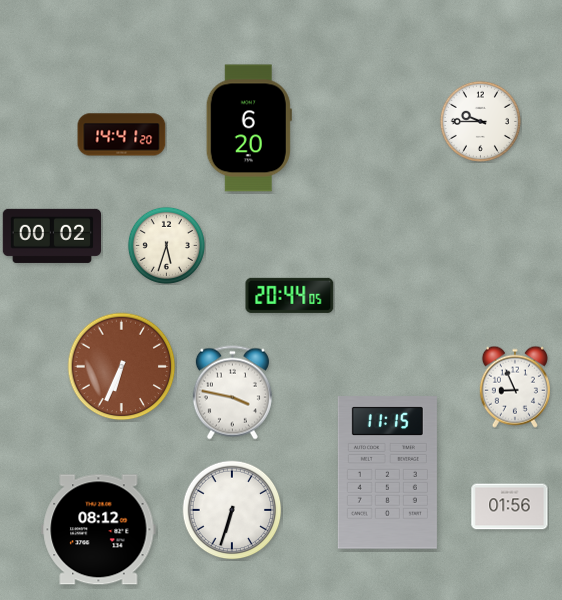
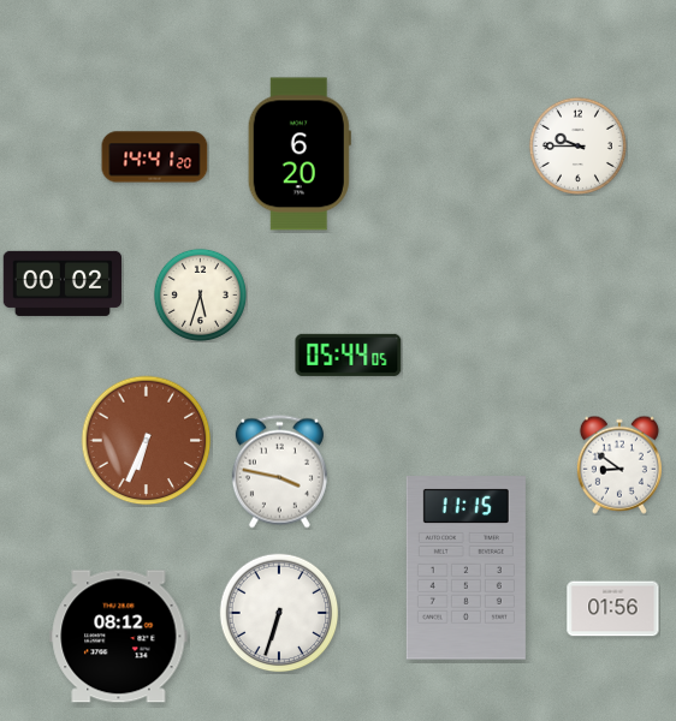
clock at (122, 135) position: (122, 135) -> (155, 157)
clock at (290, 295): 20:44 -> 05:44
clock at (515, 387): 8:56 -> 8:51
